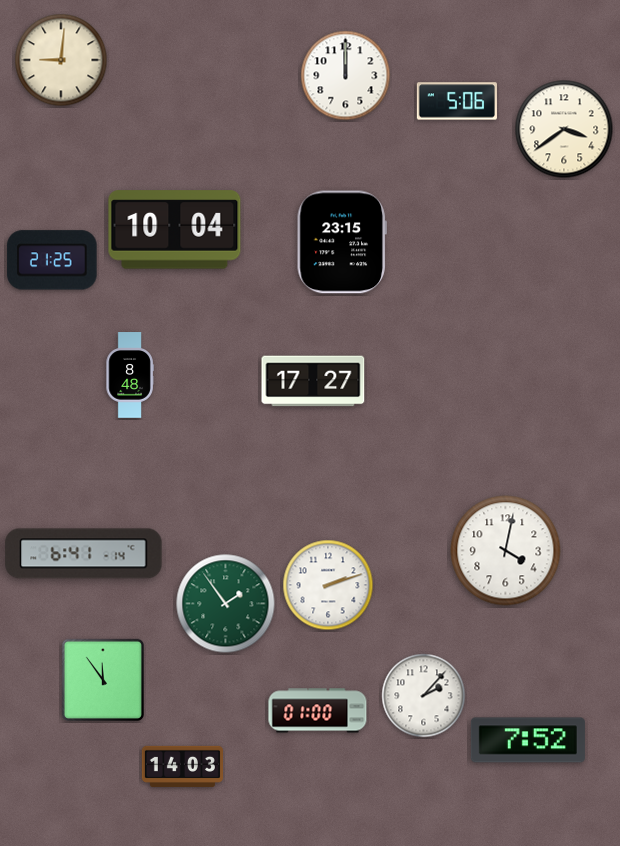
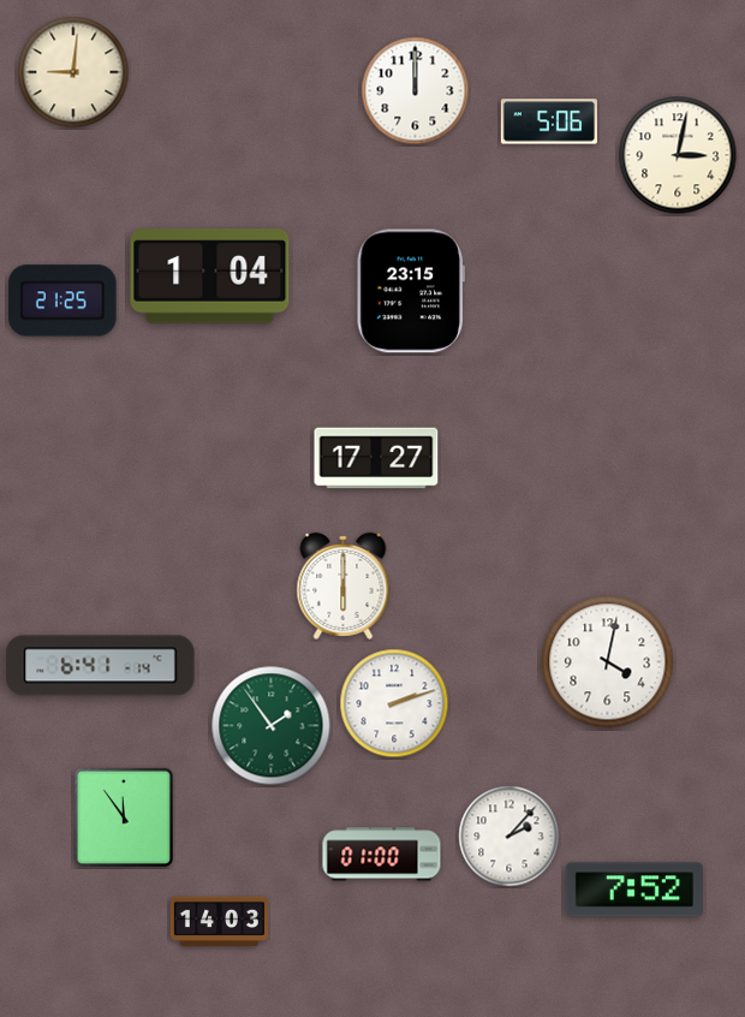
clock at (564, 129): 3:39 -> 3:02
clock at (175, 230): 10:04 -> 1:04
clock at (52, 260) position: (52, 260) -> (62, 301)
clock at (130, 375): 8:48 -> none
clock at (344, 585): none -> 6:00
